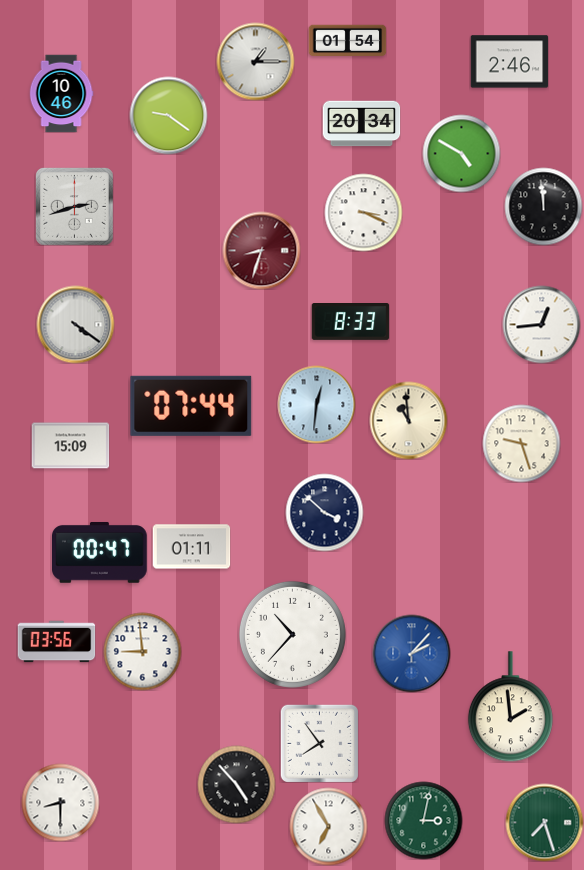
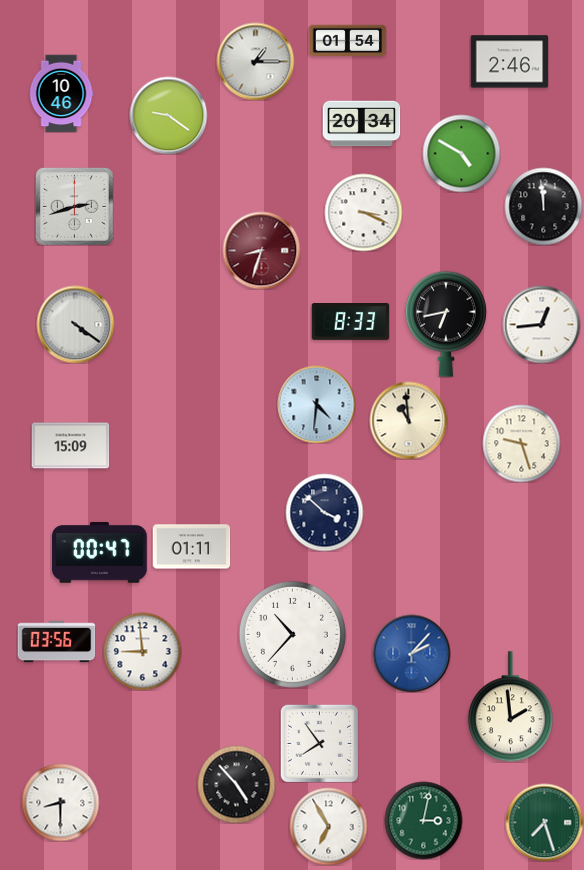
clock at (446, 324): none -> 6:43
clock at (316, 404): 12:31 -> 4:31
clock at (191, 406): 07:44 -> none
